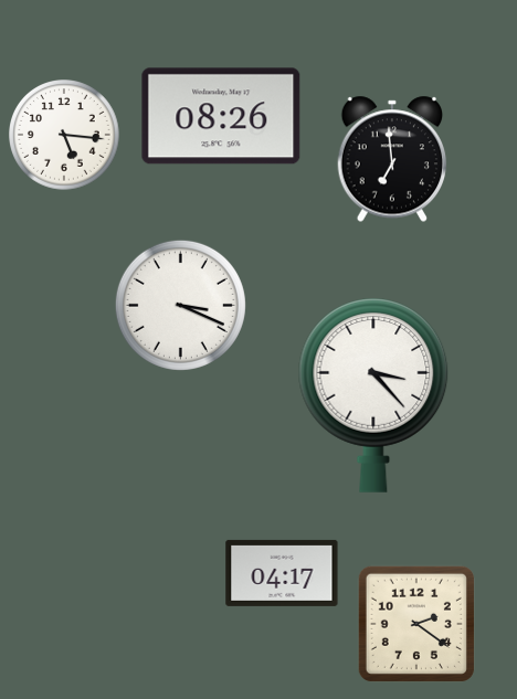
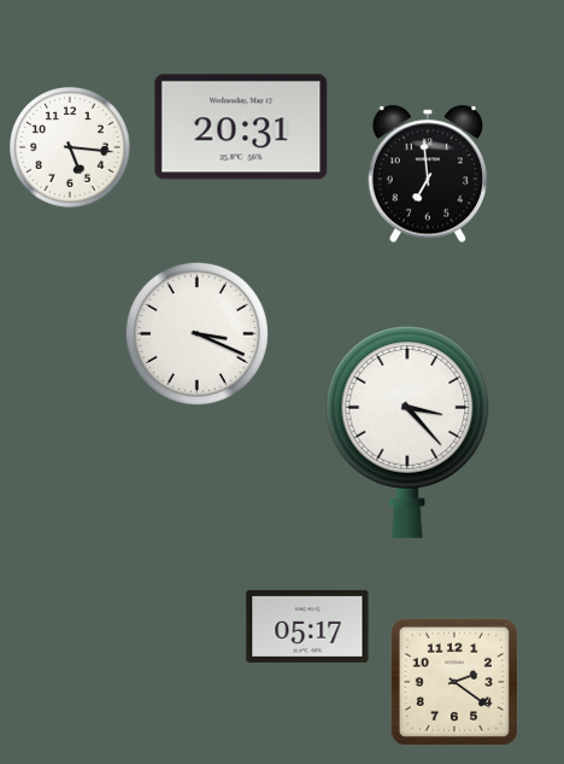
clock at (221, 116): 08:26 -> 20:31
clock at (282, 573): 04:17 -> 05:17
